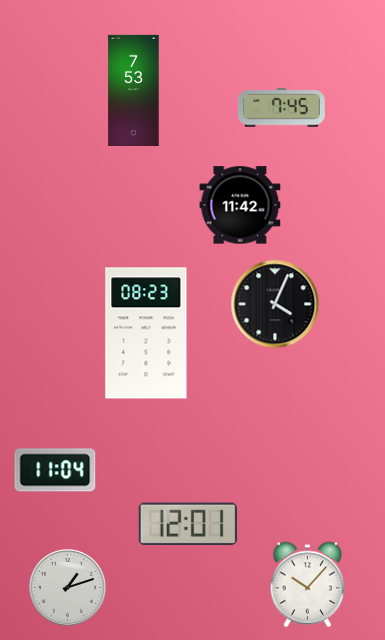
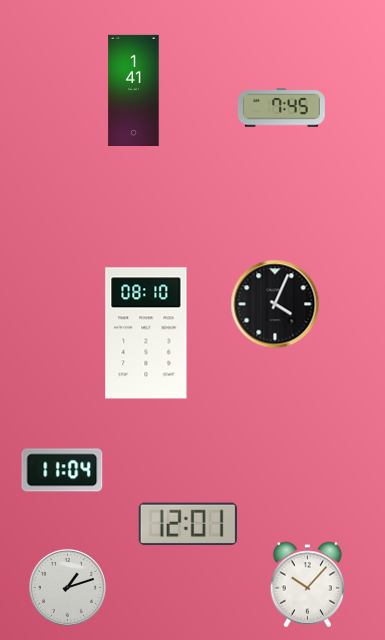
clock at (134, 90): 7:53 -> 1:41
clock at (240, 205): 11:42 -> none
clock at (146, 333): 08:23 -> 08:10
clock at (55, 470) position: (55, 470) -> (62, 470)
